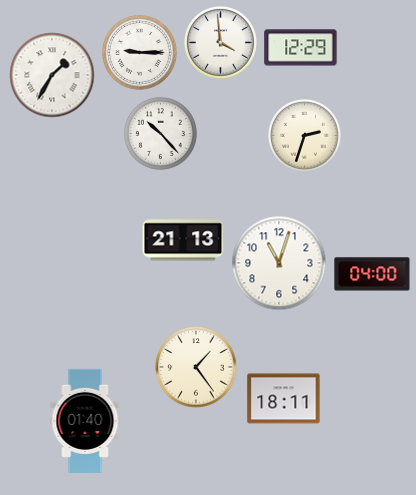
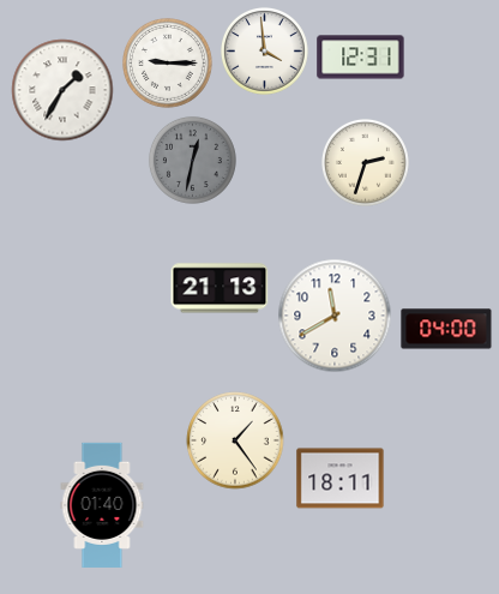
clock at (301, 48): 12:29 -> 12:31
clock at (160, 133): 10:23 -> 12:32
clock at (160, 133) dial: white -> grey
clock at (279, 263): 11:03 -> 11:40
